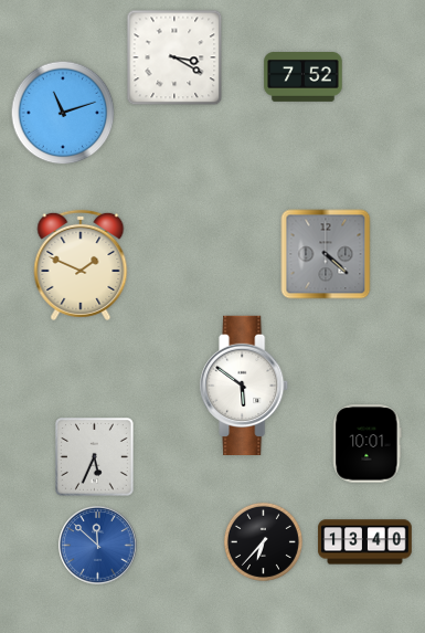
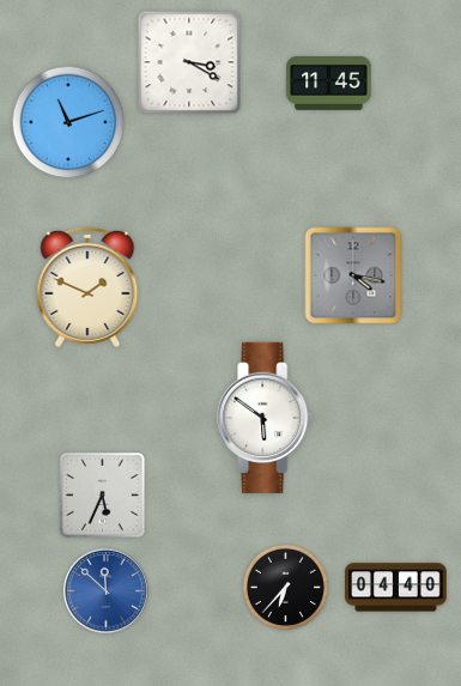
clock at (304, 77): 7:52 -> 11:45
clock at (326, 254): 4:22 -> 4:17
clock at (368, 444): 10:01 -> none
clock at (365, 542): 13:40 -> 04:40
